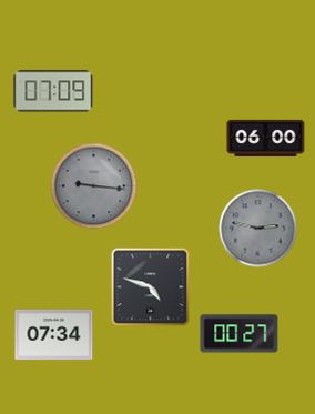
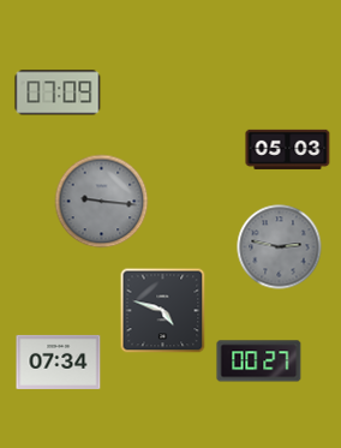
clock at (53, 91) position: (53, 91) -> (58, 92)
clock at (266, 138): 06:00 -> 05:03
